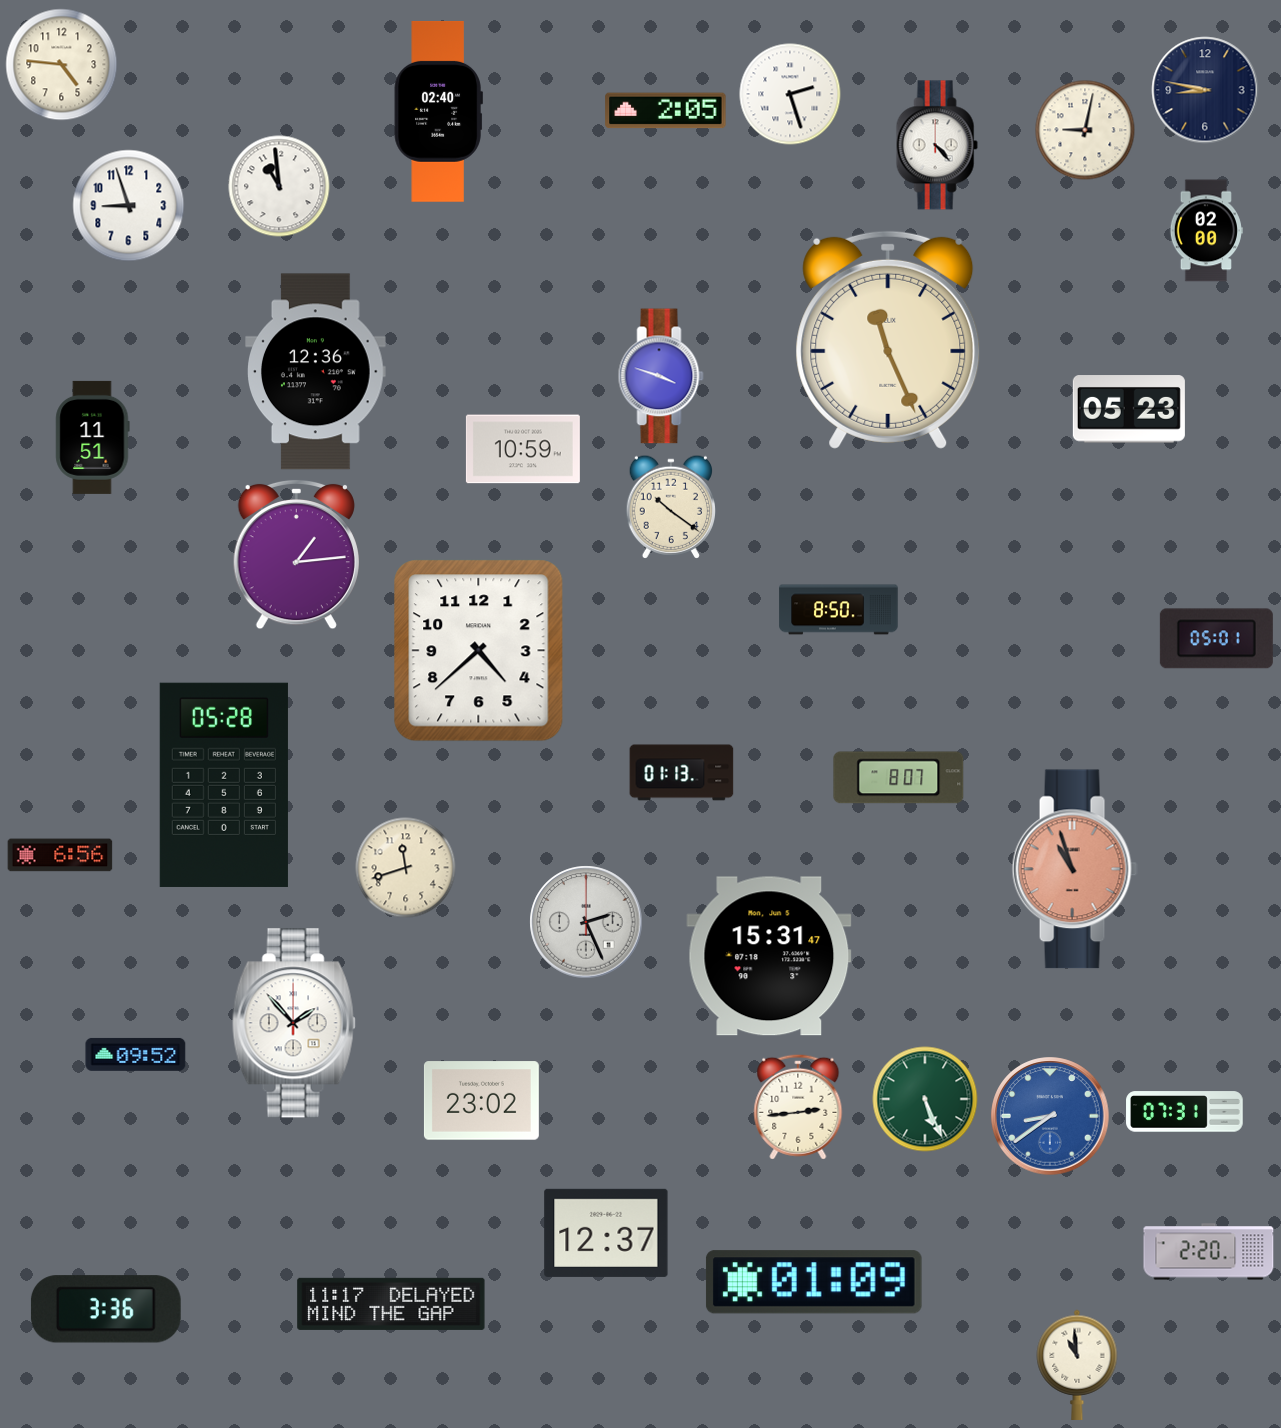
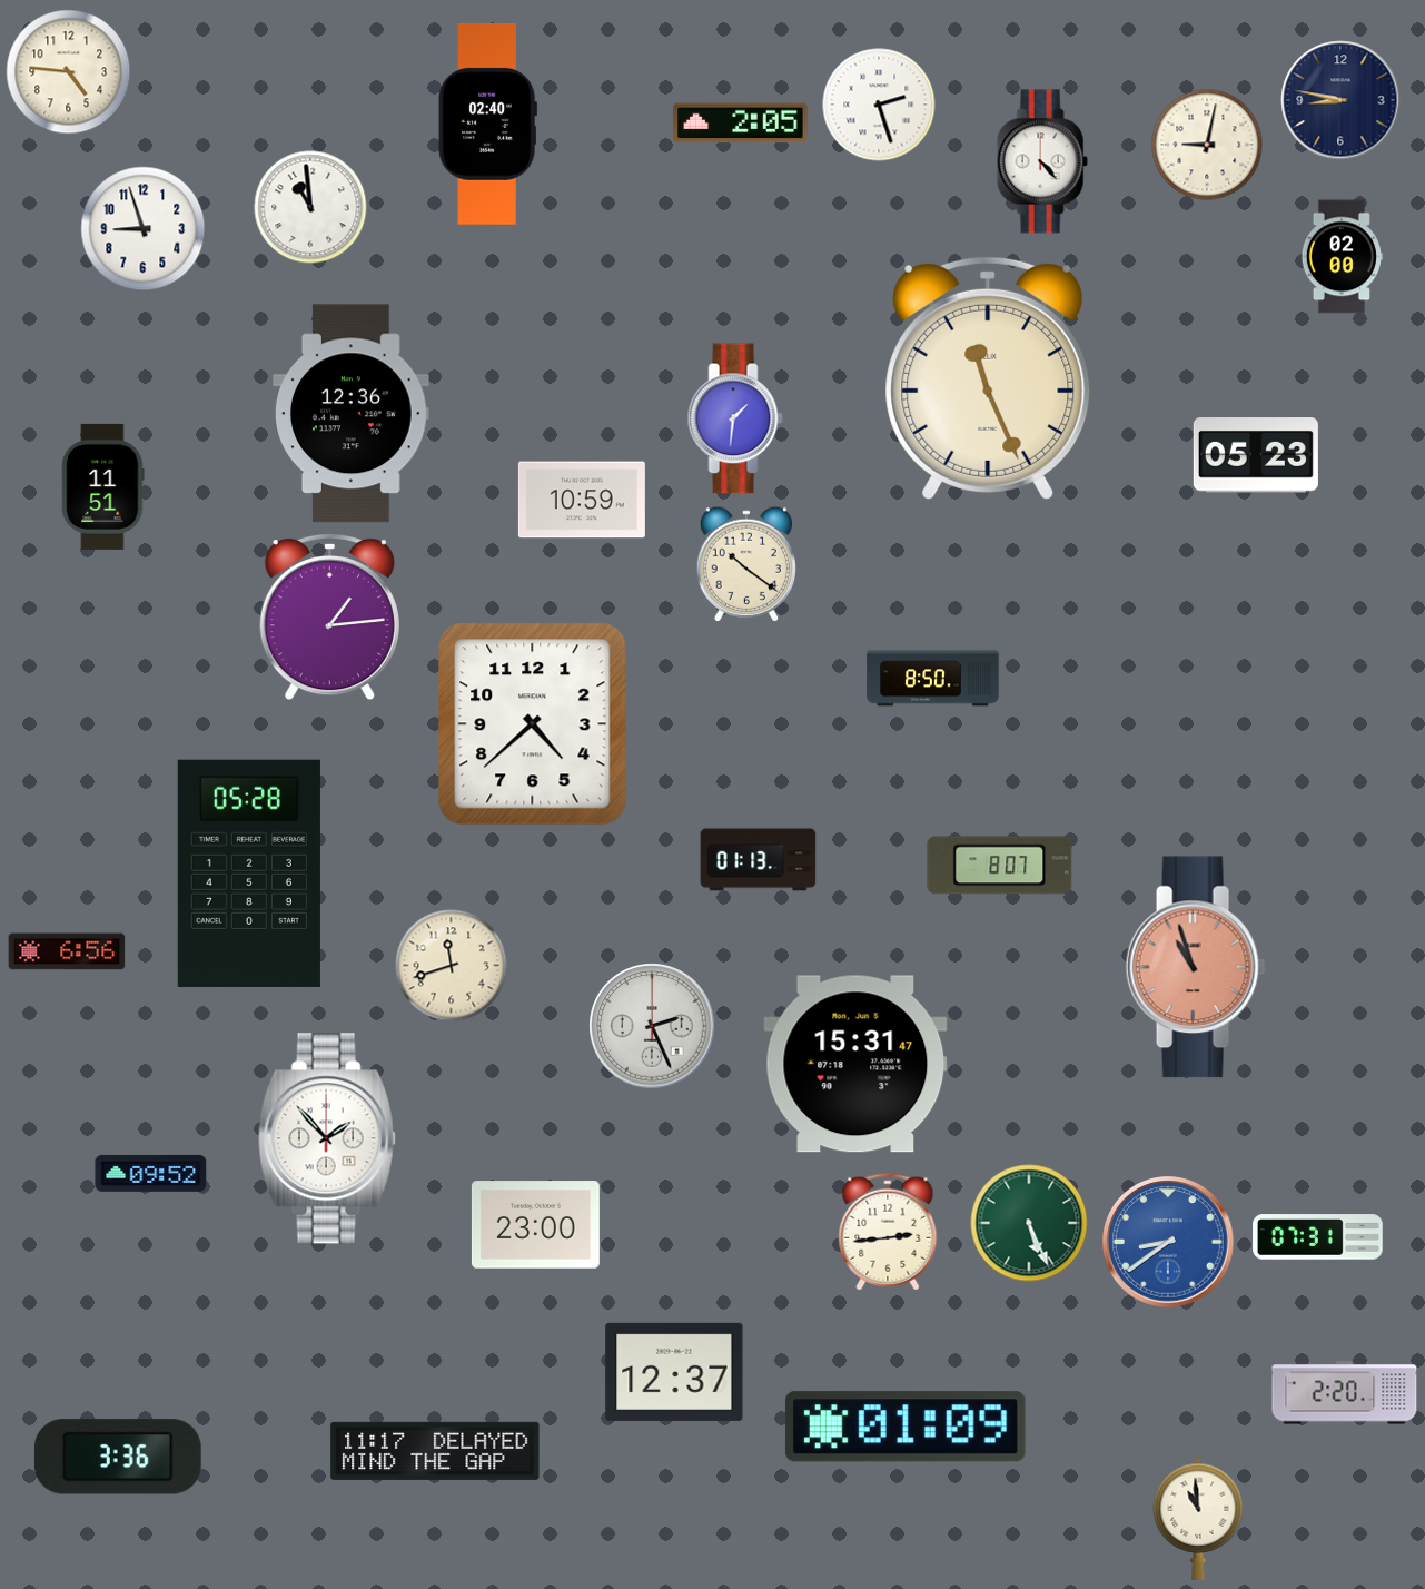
clock at (661, 376): 3:48 -> 1:31
clock at (1216, 639): 05:01 -> none
clock at (481, 1101): 23:02 -> 23:00
